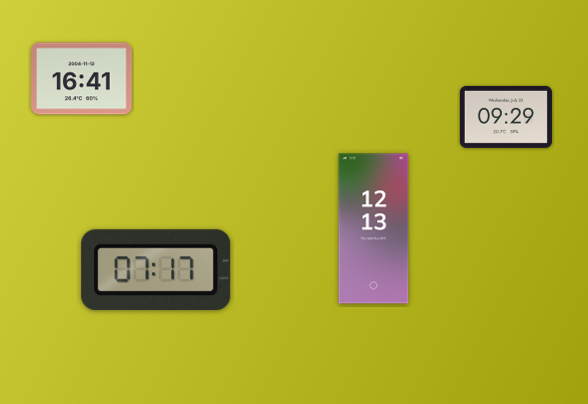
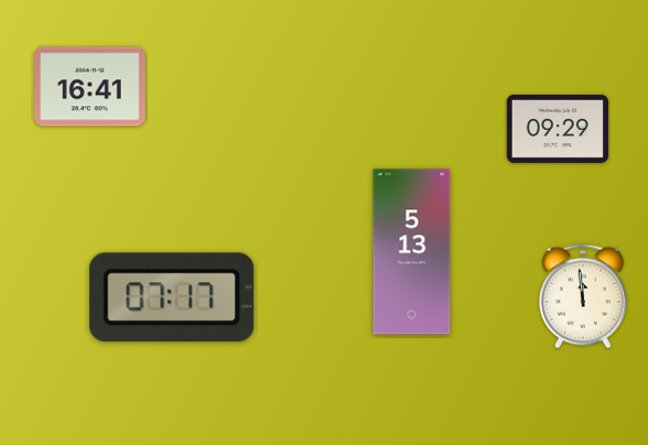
clock at (374, 229): 12:13 -> 5:13
clock at (583, 296): none -> 11:59
